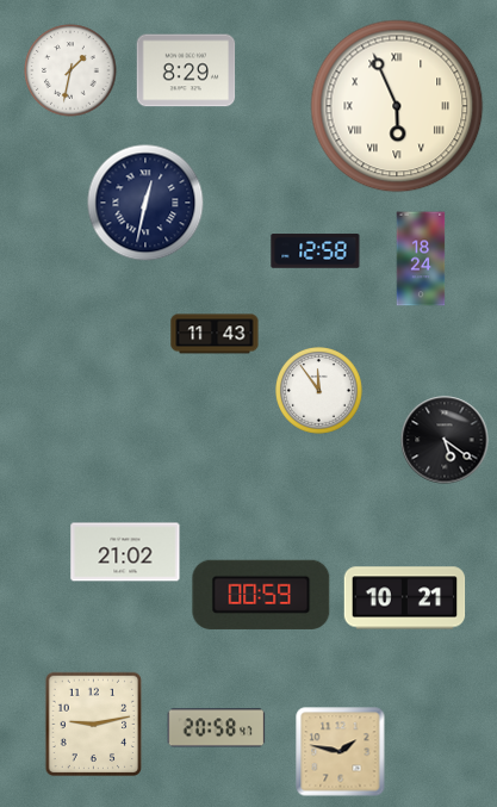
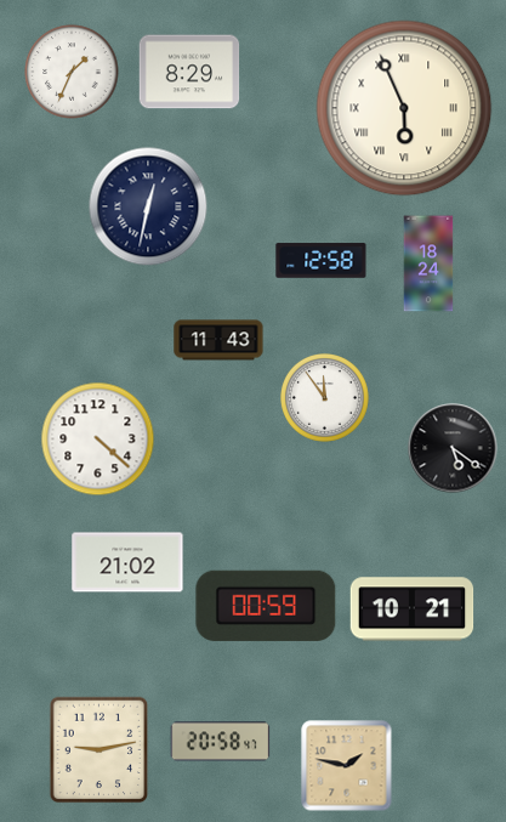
clock at (70, 70): 1:32 -> 1:34
clock at (316, 252) position: (316, 252) -> (322, 261)
clock at (98, 440): none -> 4:22
clock at (94, 725) position: (94, 725) -> (100, 750)
